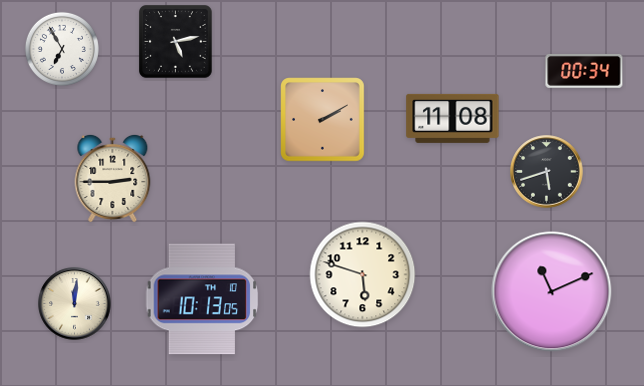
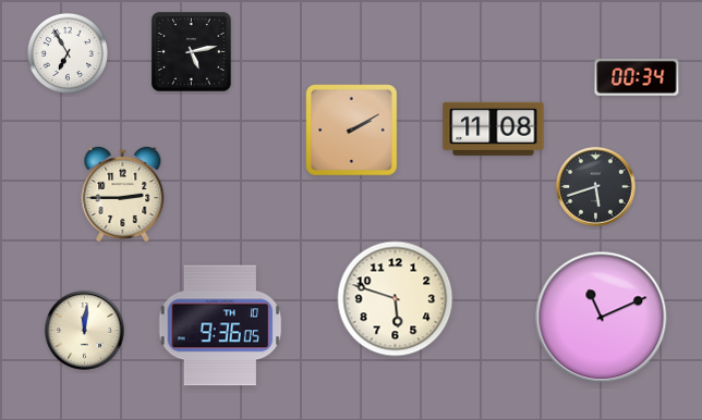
clock at (176, 42) position: (176, 42) -> (192, 52)
clock at (202, 299): 10:13 -> 9:36
clock at (75, 304) position: (75, 304) -> (85, 331)
